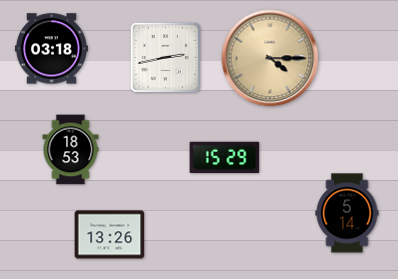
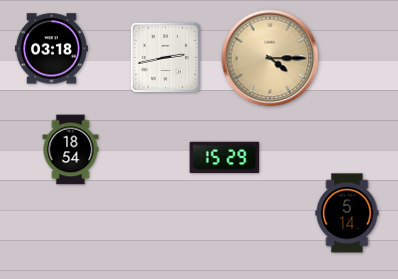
clock at (71, 150): 18:53 -> 18:54
clock at (110, 235): 13:26 -> none
